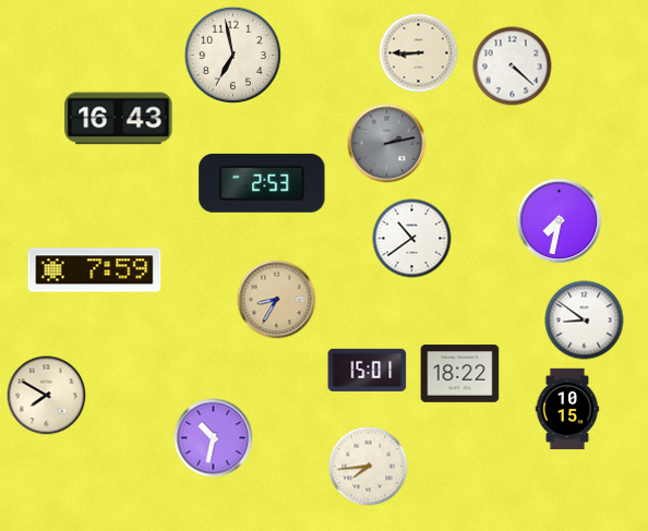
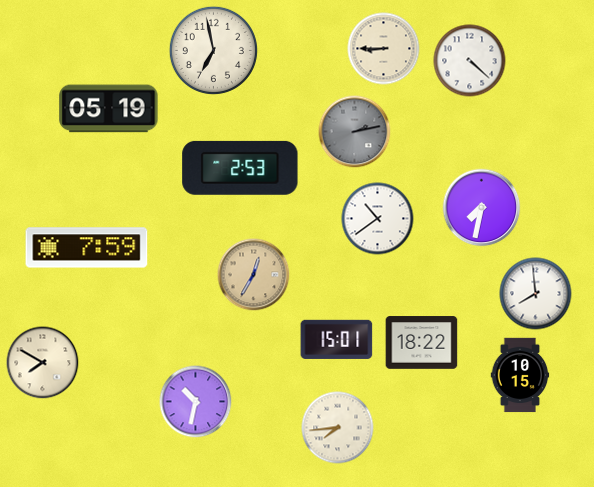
clock at (119, 119): 16:43 -> 05:19
clock at (560, 221) position: (560, 221) -> (482, 208)
clock at (277, 300): 8:35 -> 12:35
clock at (585, 321): 8:51 -> 7:59
